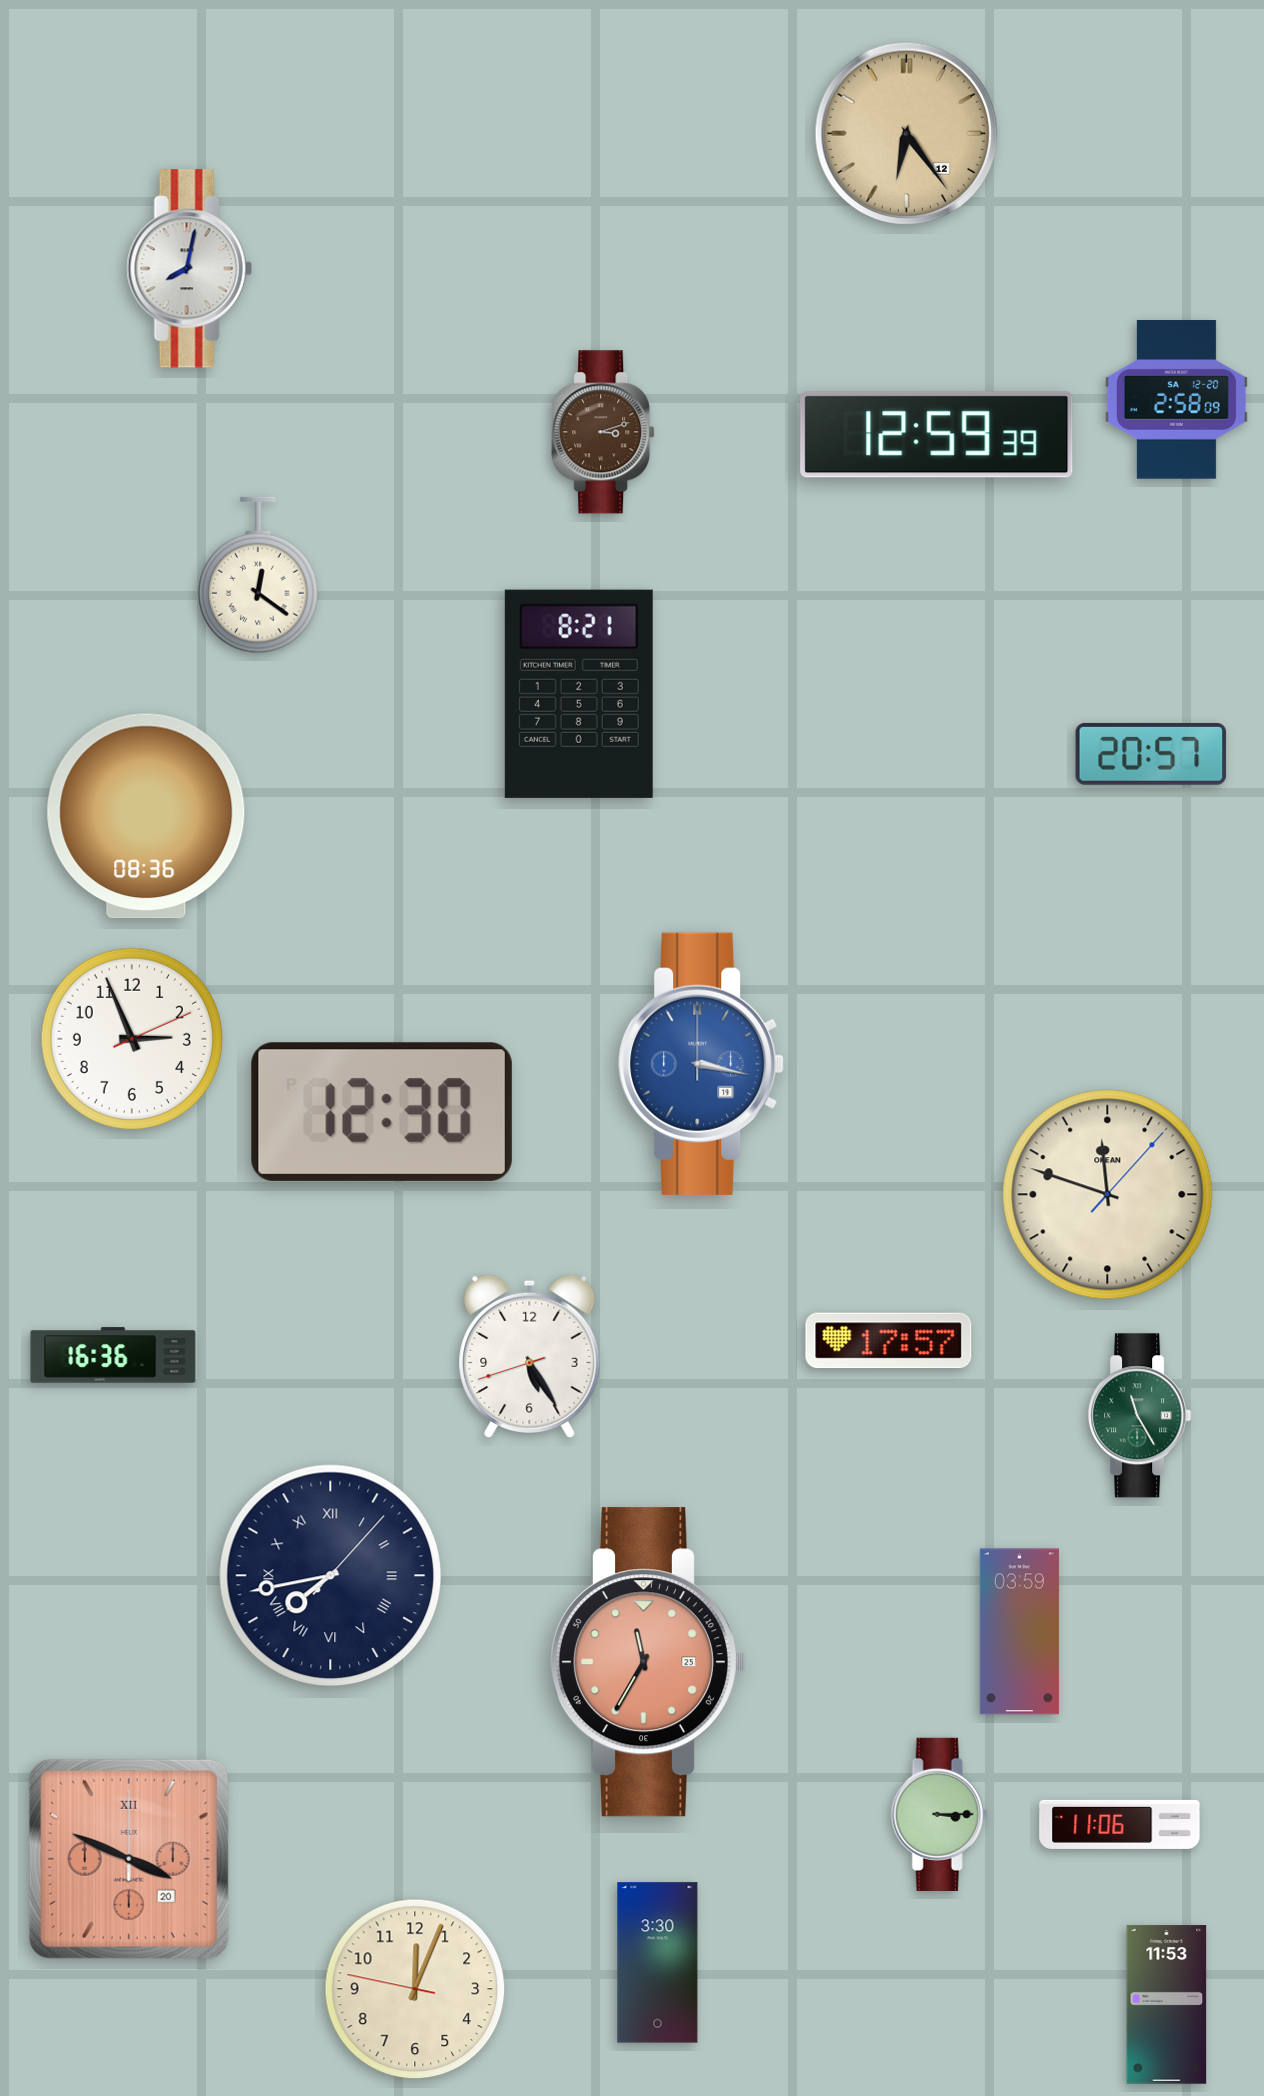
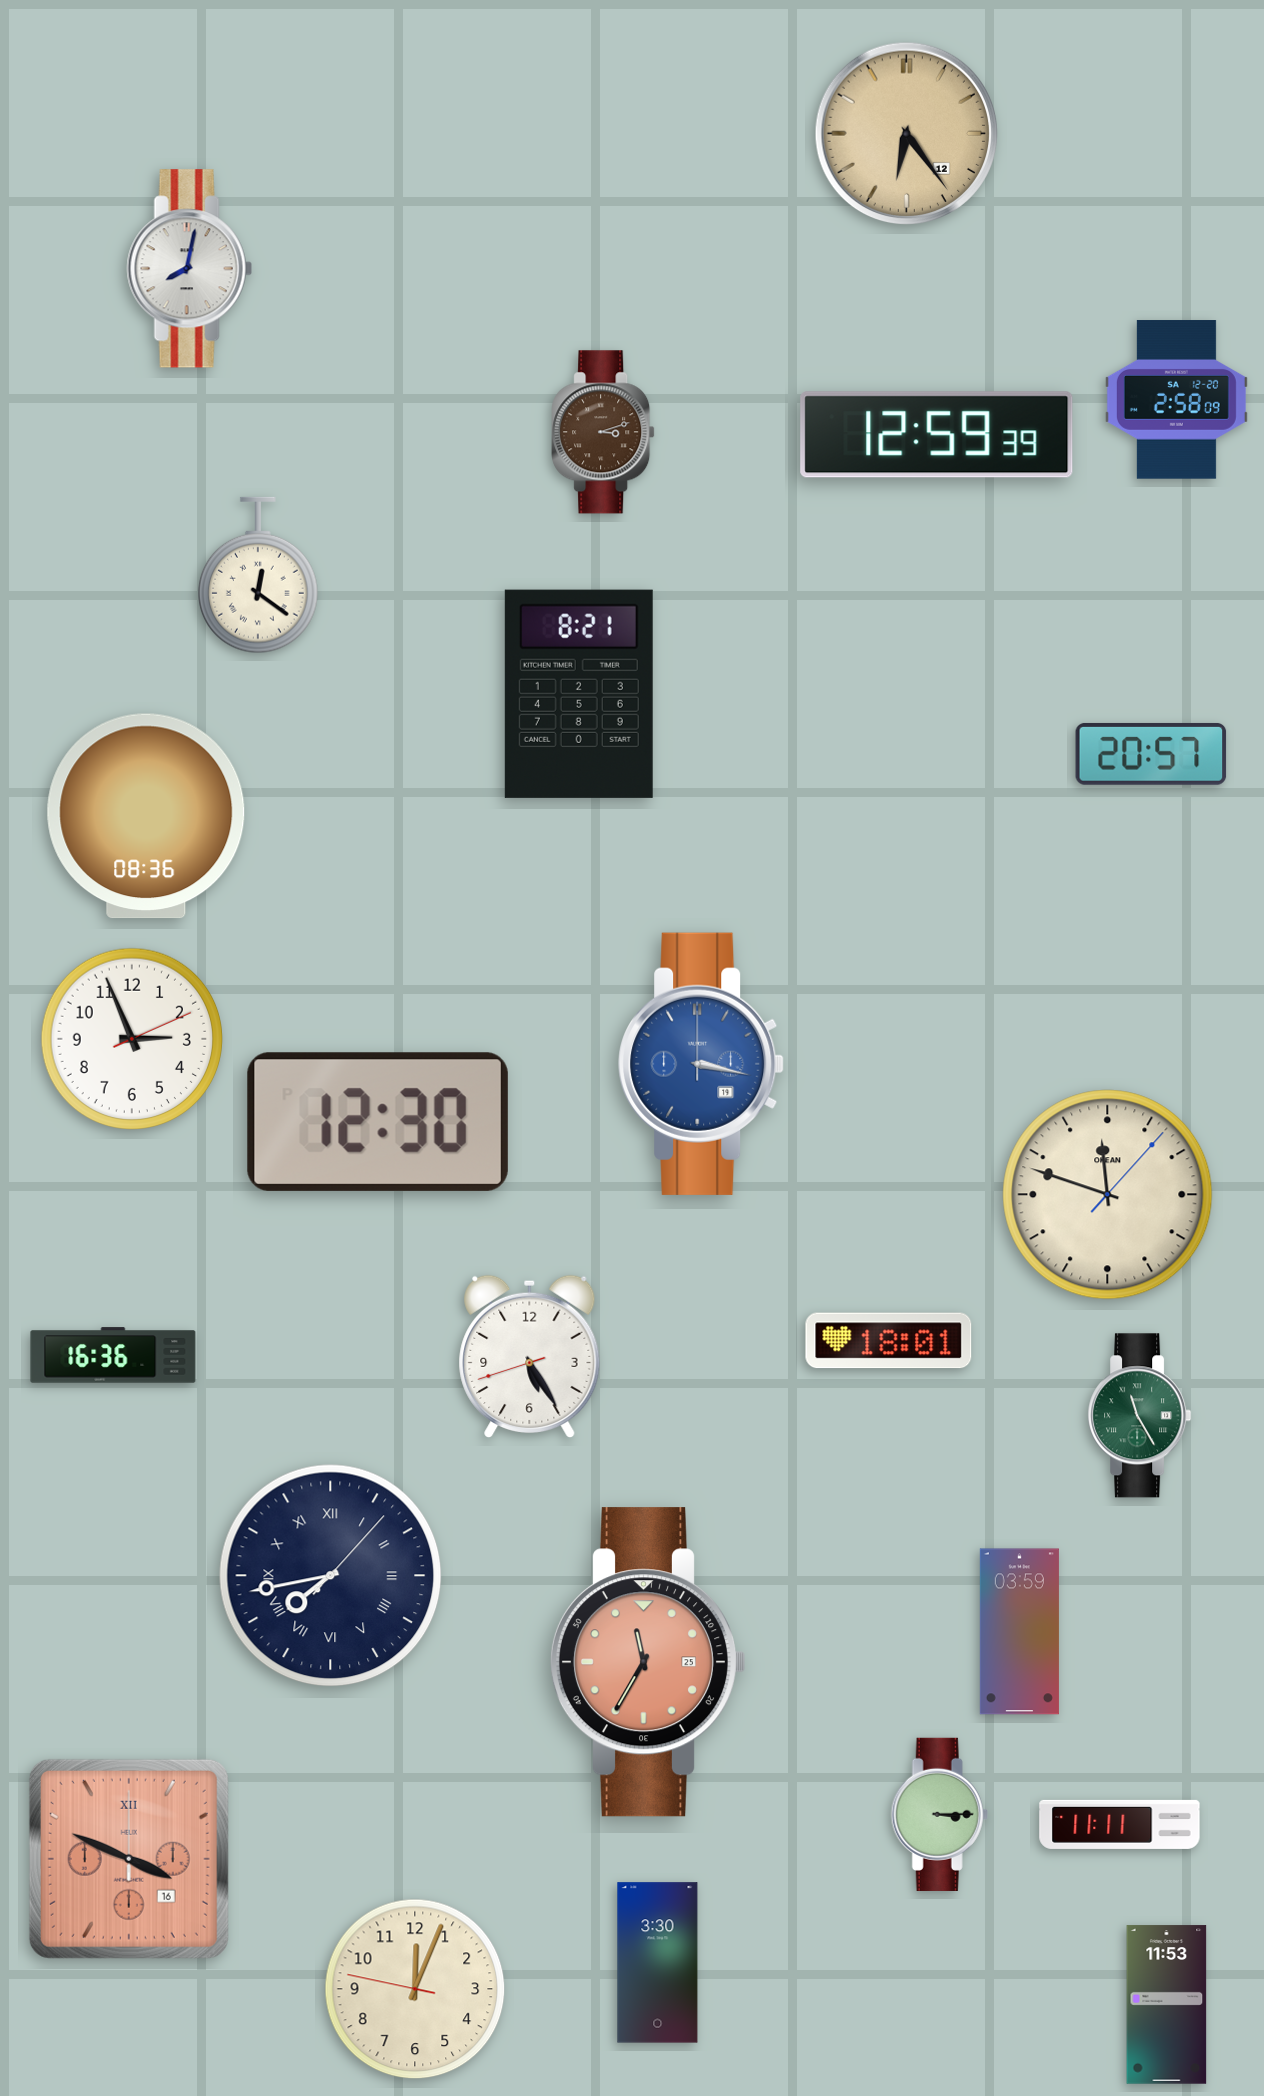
clock at (382, 1112) position: (382, 1112) -> (378, 1122)
clock at (889, 1341): 17:57 -> 18:01
clock at (1120, 1824): 11:06 -> 11:11
clock at (129, 1859) date: 20 -> 16
